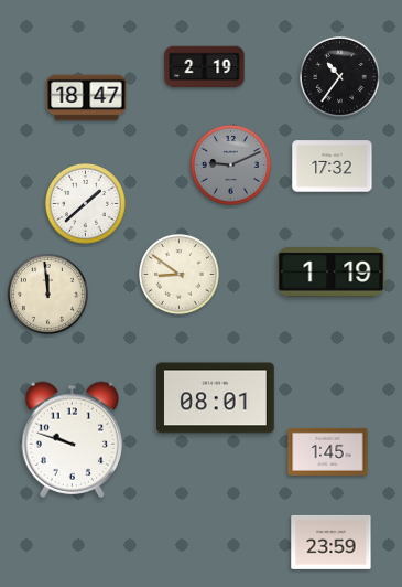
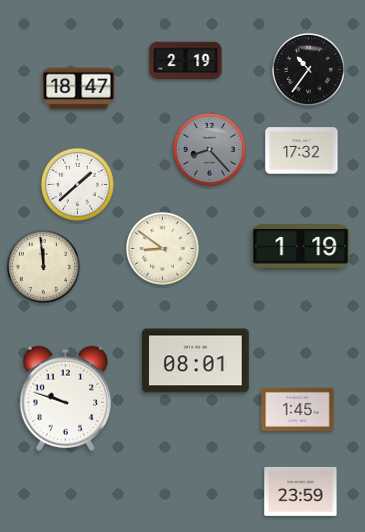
clock at (230, 164): 9:11 -> 8:23
